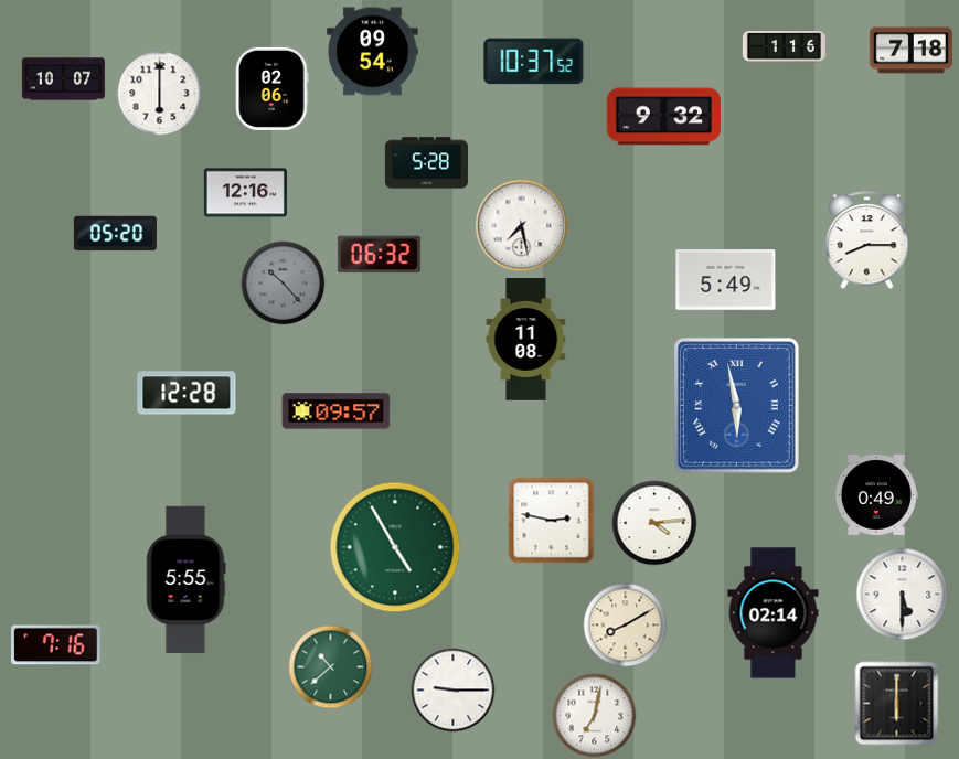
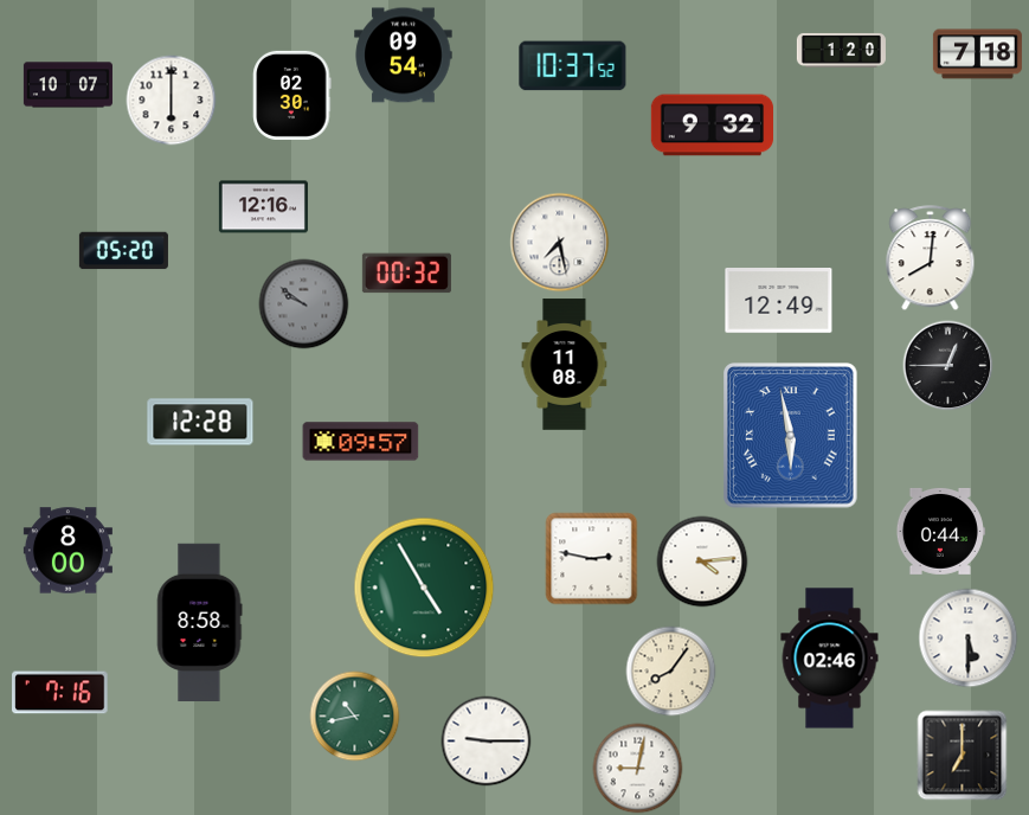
clock at (784, 47): 1:16 -> 1:20
clock at (373, 52) position: (373, 52) -> (404, 56)
clock at (273, 88): 02:06 -> 02:30
clock at (426, 163): 5:28 -> none
clock at (867, 240): 8:15 -> 8:01
clock at (379, 255): 06:32 -> 00:32
clock at (726, 280): 5:49 -> 12:49
clock at (284, 284): 10:23 -> 9:51
clock at (948, 366): none -> 12:45
clock at (876, 494): 0:49 -> 0:44
clock at (67, 551): none -> 8:00
clock at (185, 580): 5:55 -> 8:58
clock at (774, 613): 02:14 -> 02:46
clock at (626, 626): 8:10 -> 8:06
clock at (331, 667): 10:38 -> 10:43
clock at (897, 704): 6:00 -> 7:00
clock at (595, 716): 7:02 -> 9:02
